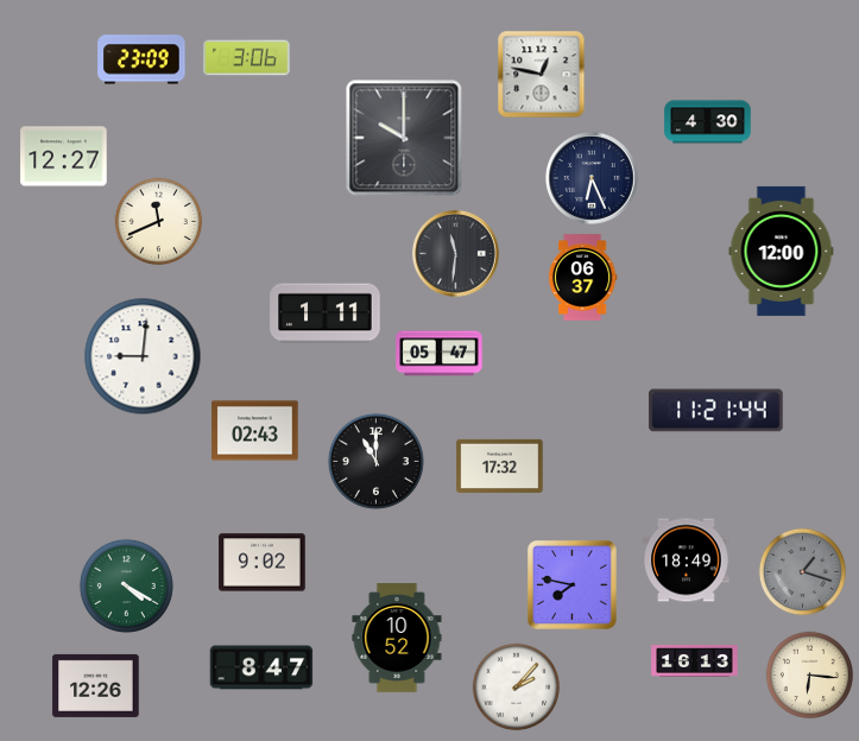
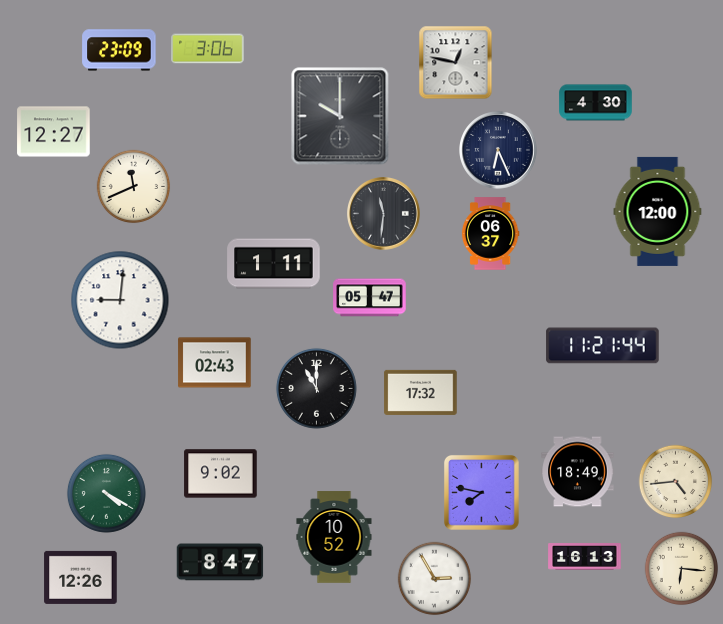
clock at (803, 572): 1:18 -> 4:44
clock at (803, 572) dial: grey -> cream
clock at (517, 688): 2:07 -> 2:55
